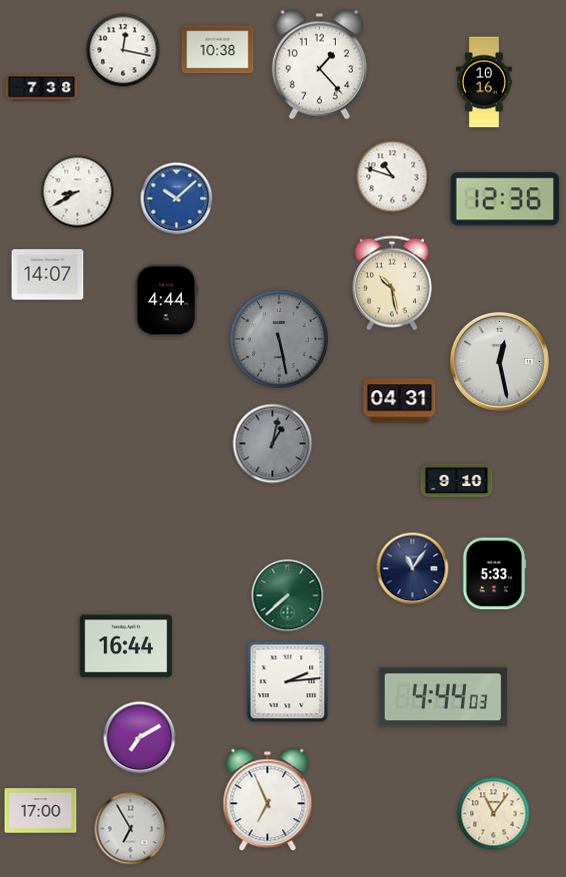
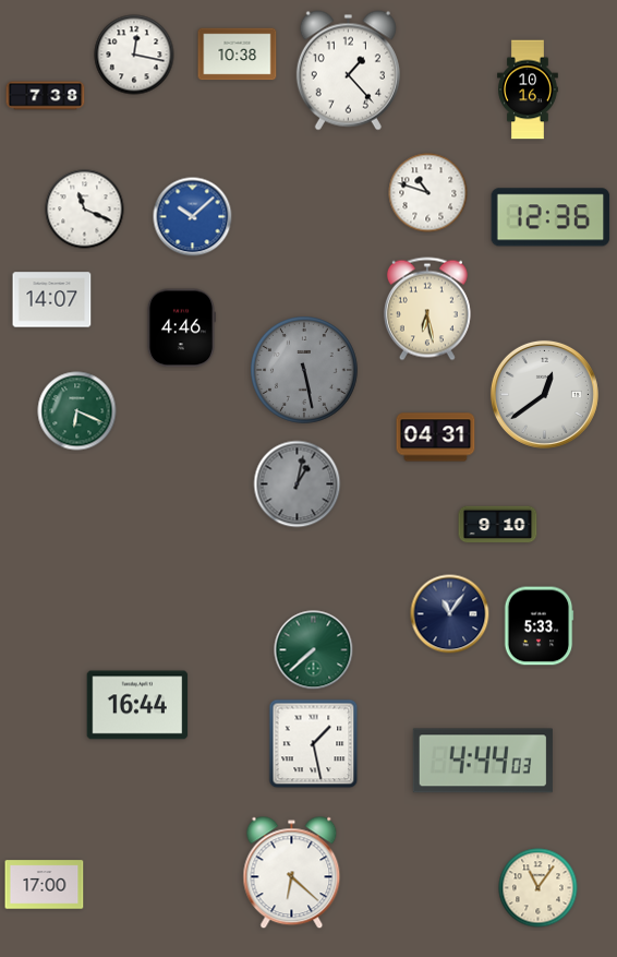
clock at (78, 192): 8:40 -> 11:19
clock at (392, 283): 10:28 -> 6:28
clock at (166, 301): 4:44 -> 4:46
clock at (499, 361): 12:28 -> 12:39
clock at (77, 411): none -> 6:19
clock at (413, 569) position: (413, 569) -> (450, 614)
clock at (288, 682): 2:14 -> 1:28
clock at (140, 738): 7:10 -> none
clock at (268, 800): 6:56 -> 6:22
clock at (131, 829): 6:55 -> none
